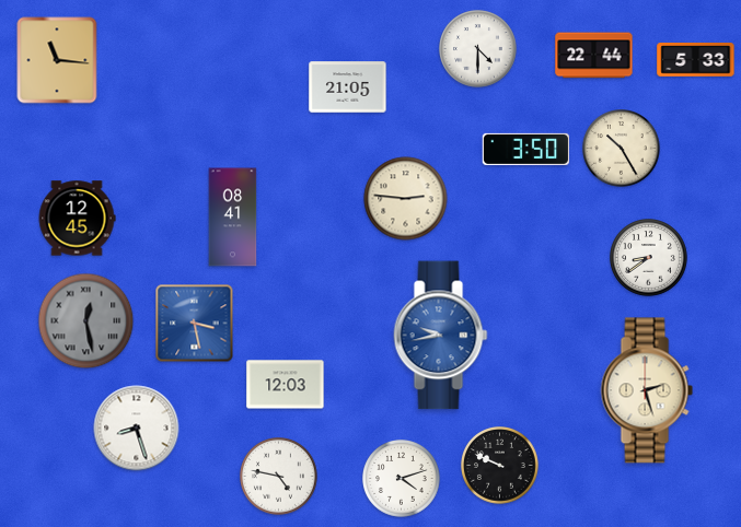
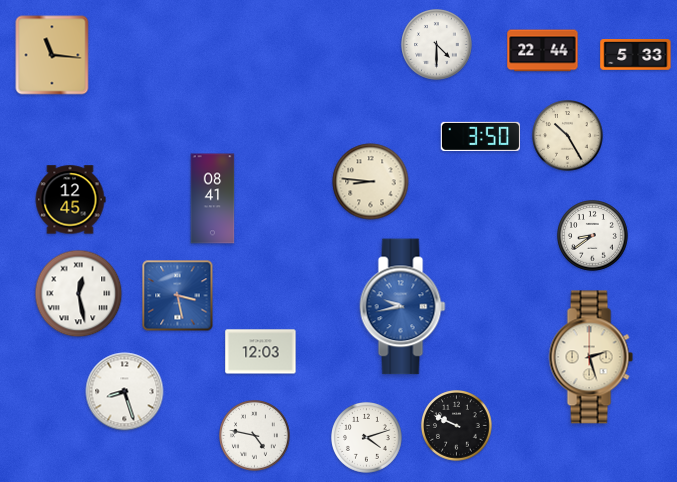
clock at (348, 87): 21:05 -> none
clock at (406, 199): 2:46 -> 8:46
clock at (86, 321) dial: grey -> white
